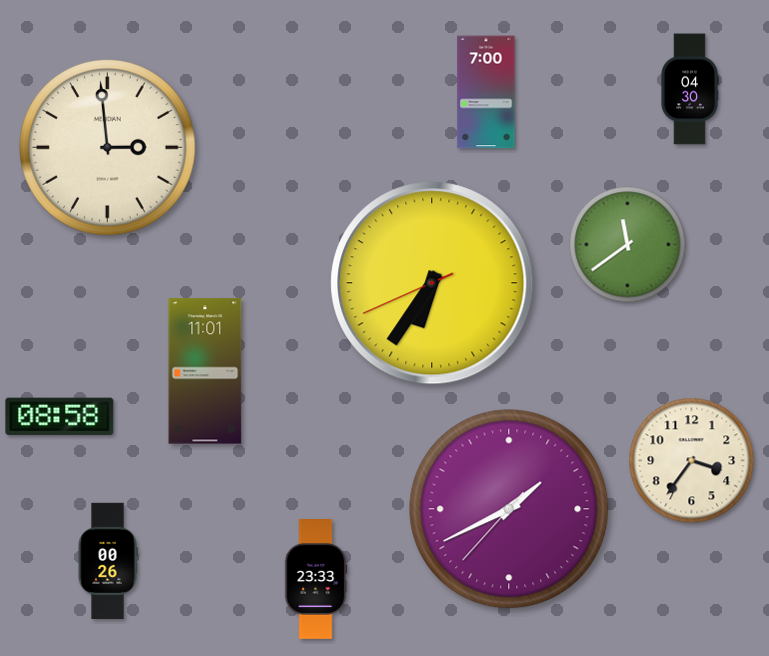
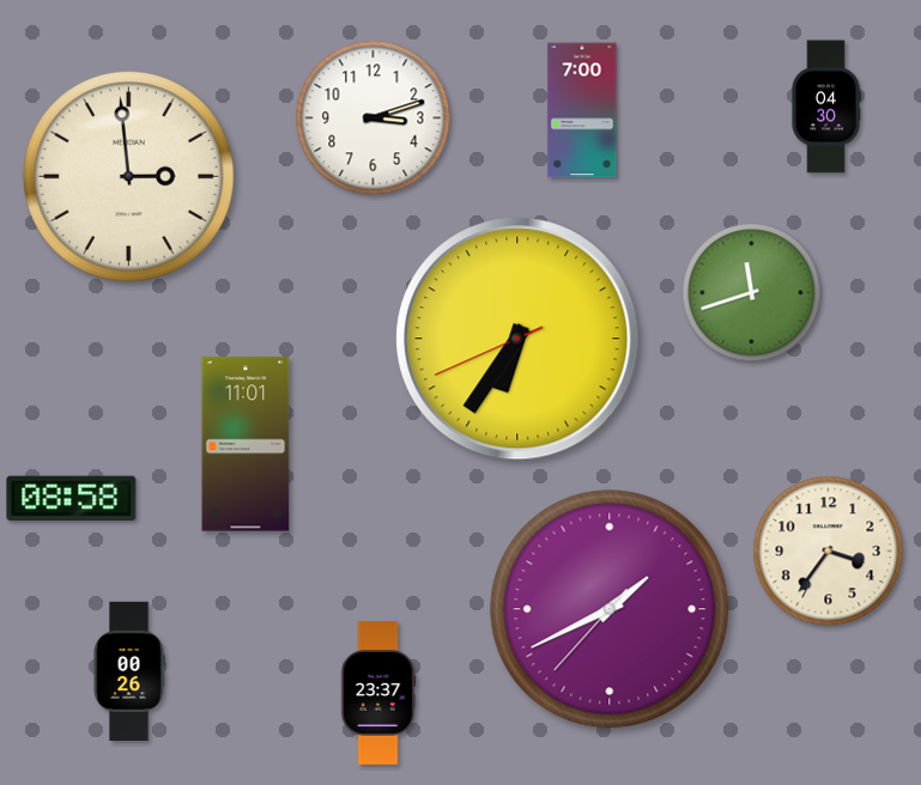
clock at (374, 118): none -> 3:12
clock at (628, 245): 11:39 -> 11:42
clock at (316, 580): 23:33 -> 23:37
